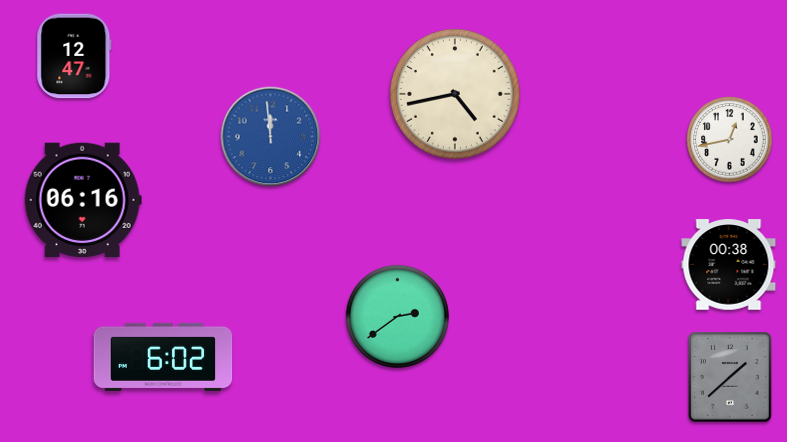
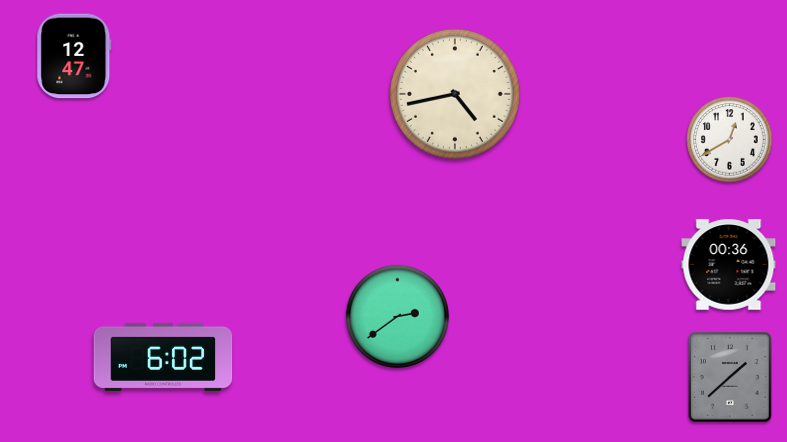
clock at (271, 137): 11:59 -> none
clock at (730, 140): 12:43 -> 12:40
clock at (83, 200): 06:16 -> none
clock at (729, 265): 00:38 -> 00:36
